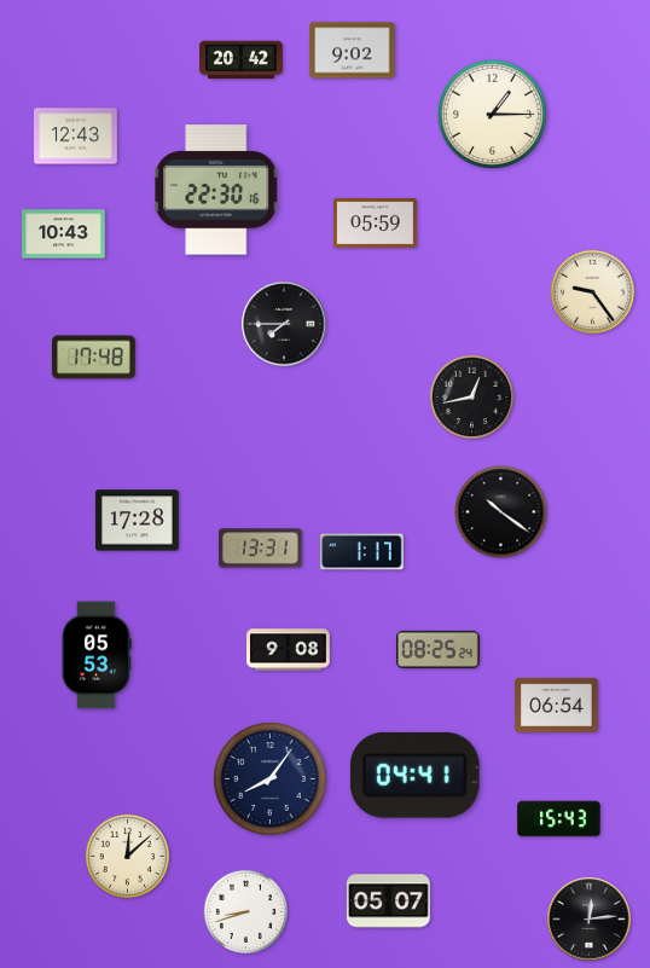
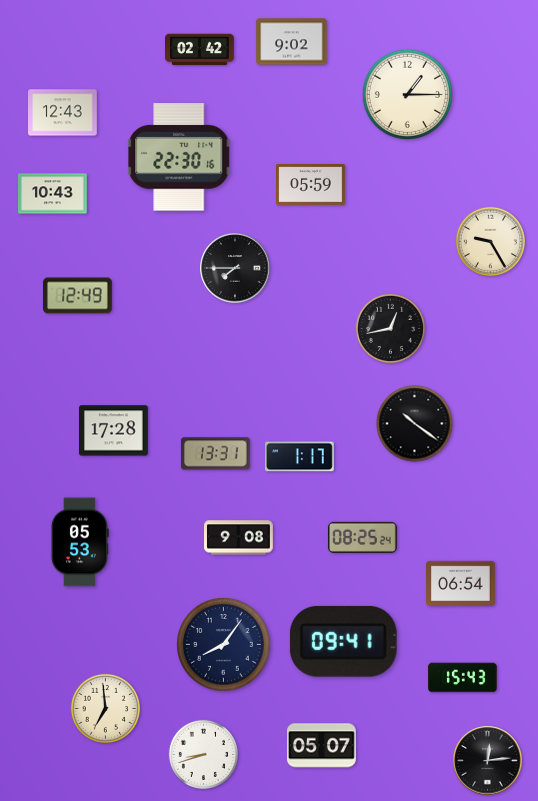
clock at (242, 60): 20:42 -> 02:42
clock at (592, 291): 9:24 -> 9:25
clock at (94, 358): 17:48 -> 12:49
clock at (414, 775): 04:41 -> 09:41
clock at (127, 856): 12:08 -> 6:59
